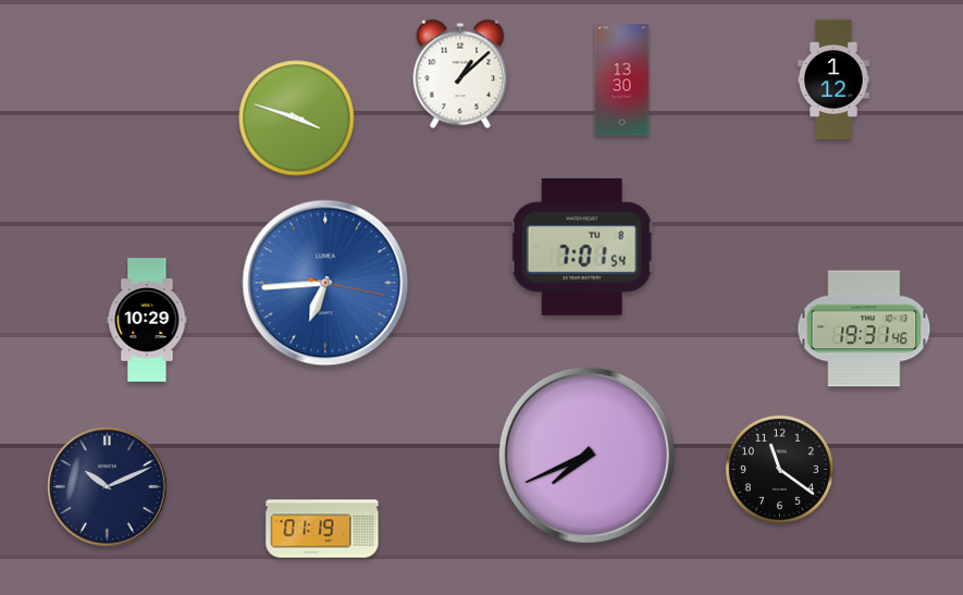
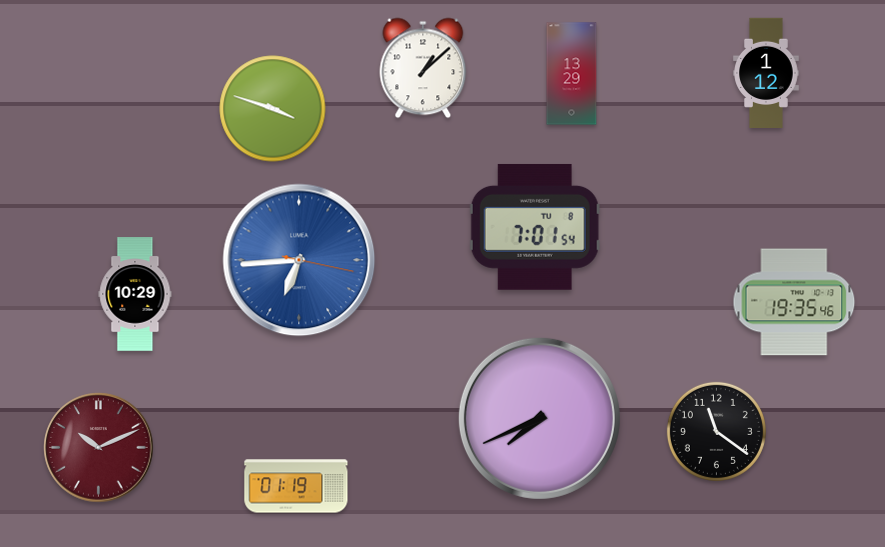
clock at (622, 80): 13:30 -> 13:29
clock at (864, 329): 19:31 -> 19:35
clock at (108, 487) dial: navy -> burgundy
